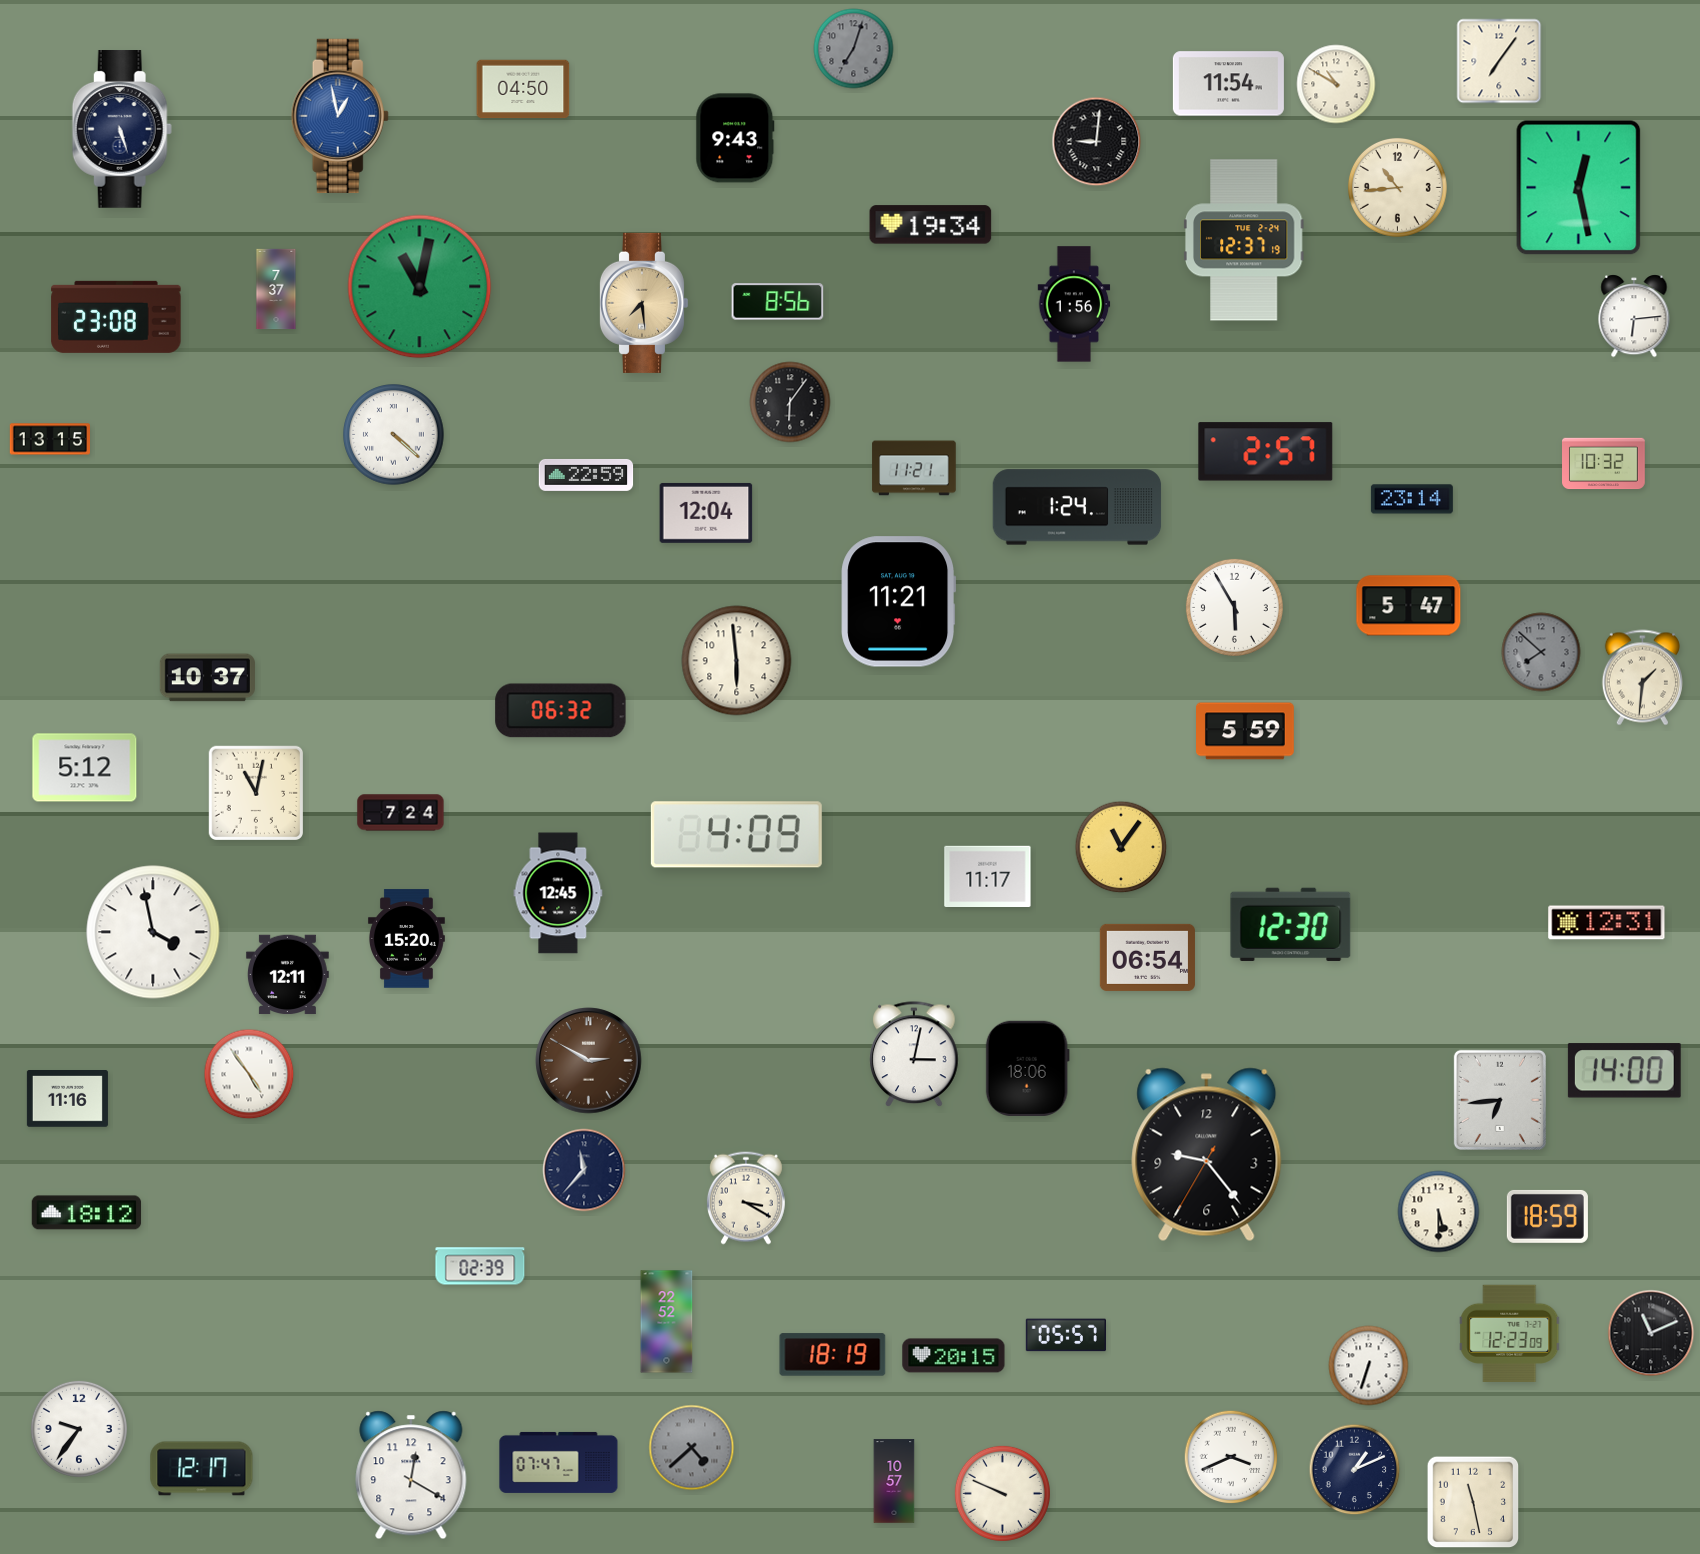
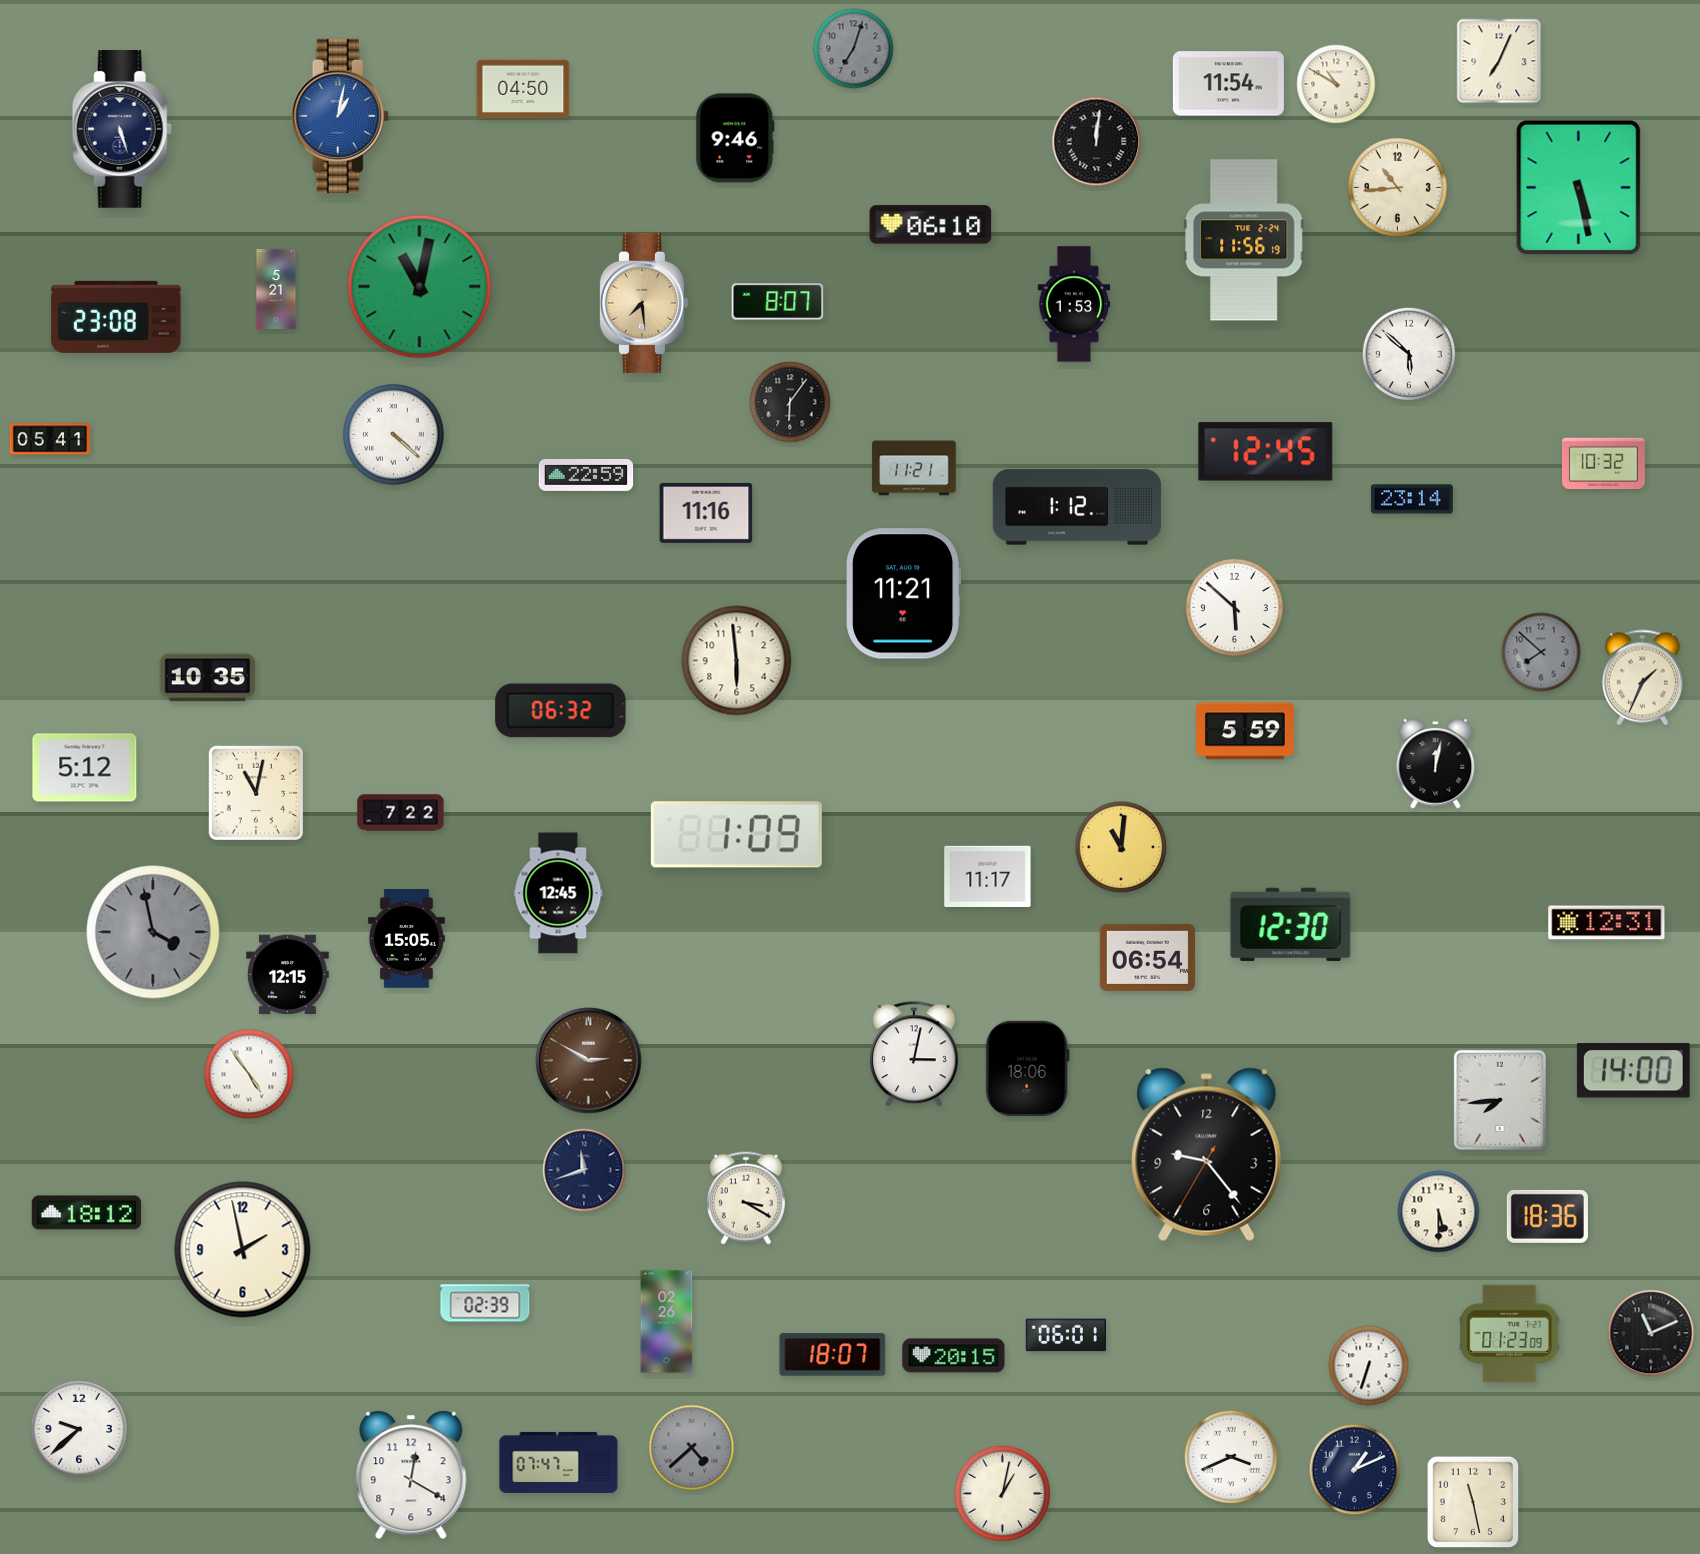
clock at (1499, 61): 7:06 -> 7:04
clock at (340, 116): 12:58 -> 1:02
clock at (735, 138): 9:43 -> 9:46
clock at (1097, 142): 9:01 -> 12:01
clock at (1579, 188): 12:28 -> 5:28
clock at (931, 225): 19:34 -> 06:10
clock at (1244, 240): 12:37 -> 11:56
clock at (276, 289): 7:37 -> 5:21
clock at (778, 302): 8:56 -> 8:07
clock at (1074, 304): 1:56 -> 1:53
clock at (1634, 316): 6:14 -> none
clock at (1409, 354): none -> 5:52
clock at (49, 439): 13:15 -> 05:41
clock at (1266, 452): 2:57 -> 12:45
clock at (1077, 507): 1:24 -> 1:12
clock at (706, 513): 12:04 -> 11:16
clock at (898, 602) position: (898, 602) -> (903, 594)
clock at (1409, 606): 5:47 -> none
clock at (1234, 607): 5:55 -> 5:52
clock at (207, 678): 10:37 -> 10:35
clock at (1642, 678): 1:31 -> 1:34
clock at (1436, 763): none -> 12:02
clock at (401, 813): 7:24 -> 7:22
clock at (736, 835): 4:09 -> 1:09
clock at (1121, 847): 11:06 -> 11:01
clock at (153, 932) dial: white -> grey
clock at (406, 939): 15:20 -> 15:05
clock at (287, 975): 12:11 -> 12:15
clock at (1624, 1071) position: (1624, 1071) -> (1633, 1071)
clock at (67, 1099): 11:16 -> none
clock at (1500, 1100): 6:44 -> 7:44
clock at (584, 1170): 11:37 -> 11:42
clock at (1547, 1216): 18:59 -> 18:36
clock at (243, 1250): none -> 1:58
clock at (480, 1266) position: (480, 1266) -> (485, 1303)
clock at (667, 1322): 22:52 -> 02:26
clock at (1510, 1333): 12:23 -> 01:23
clock at (1066, 1335): 05:57 -> 06:01
clock at (833, 1355): 18:19 -> 18:07
clock at (79, 1429): 9:36 -> 9:38
clock at (202, 1469): 12:17 -> none
clock at (894, 1481): 10:57 -> none
clock at (1002, 1493): 9:49 -> 1:02
